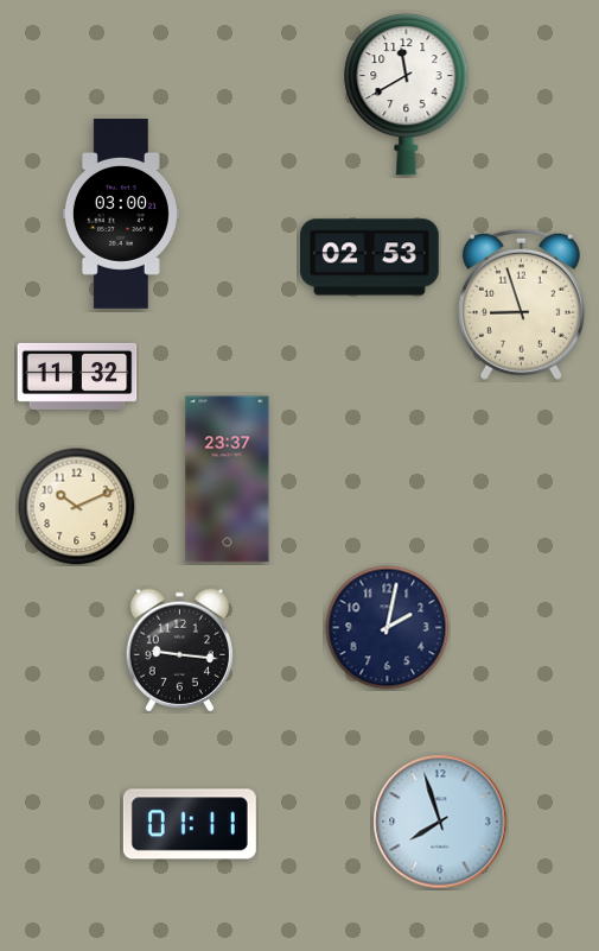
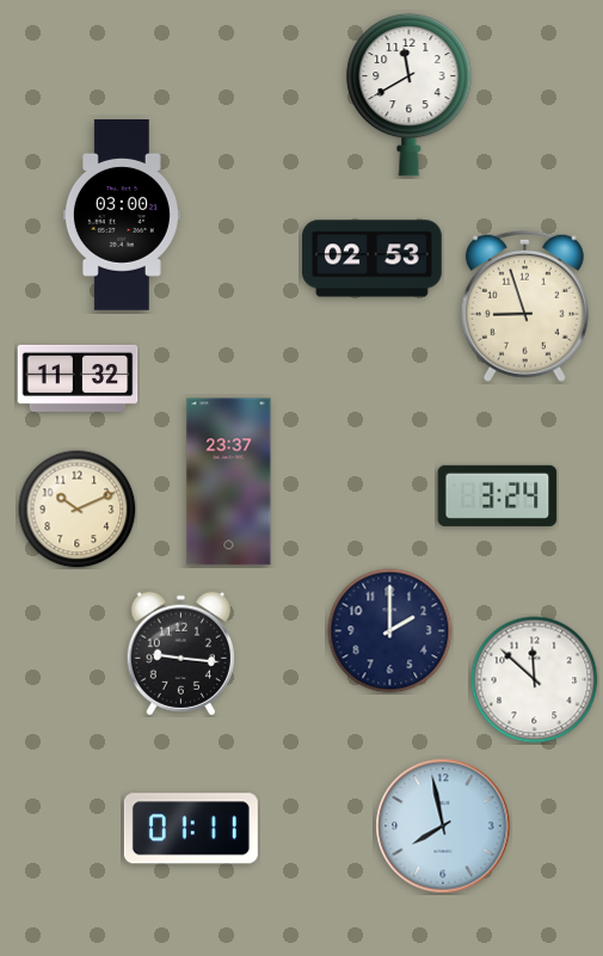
clock at (498, 495): none -> 3:24
clock at (388, 628): 2:02 -> 2:00
clock at (535, 680): none -> 11:52
clock at (440, 822): 7:57 -> 7:58
